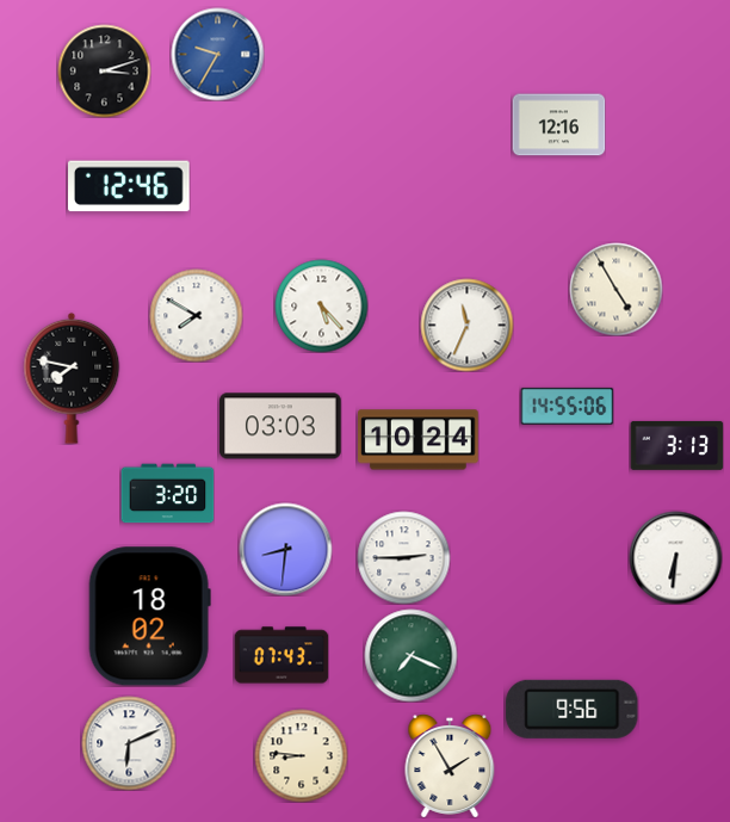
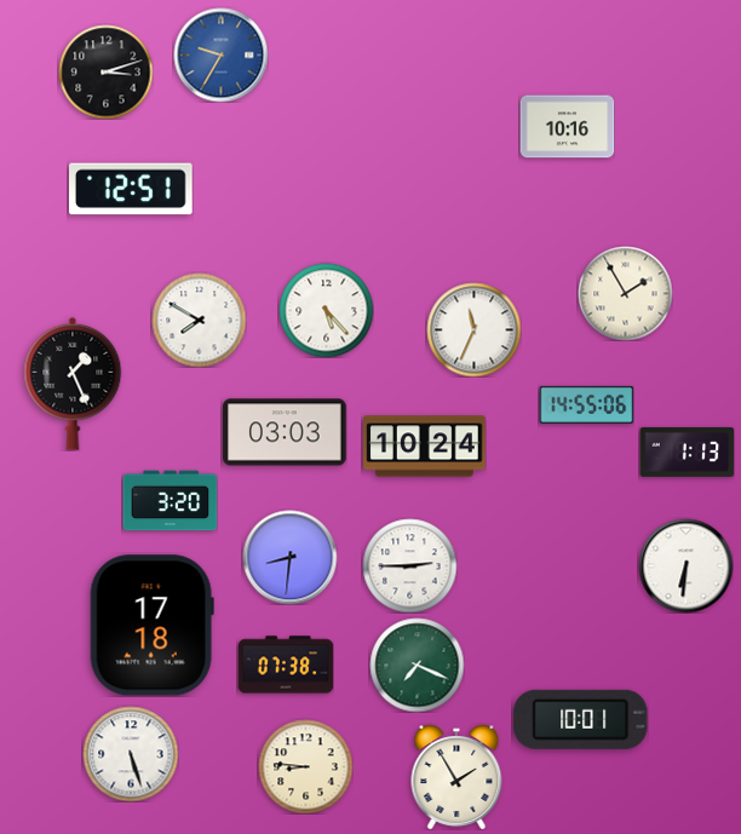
clock at (558, 125): 12:16 -> 10:16
clock at (130, 186): 12:46 -> 12:51
clock at (615, 289): 4:55 -> 1:55
clock at (72, 378): 7:47 -> 1:26
clock at (567, 406) position: (567, 406) -> (586, 404)
clock at (676, 445): 3:13 -> 1:13
clock at (149, 617): 18:02 -> 17:18
clock at (282, 655): 07:43 -> 07:38
clock at (573, 709): 9:56 -> 10:01
clock at (129, 743): 6:11 -> 5:27
